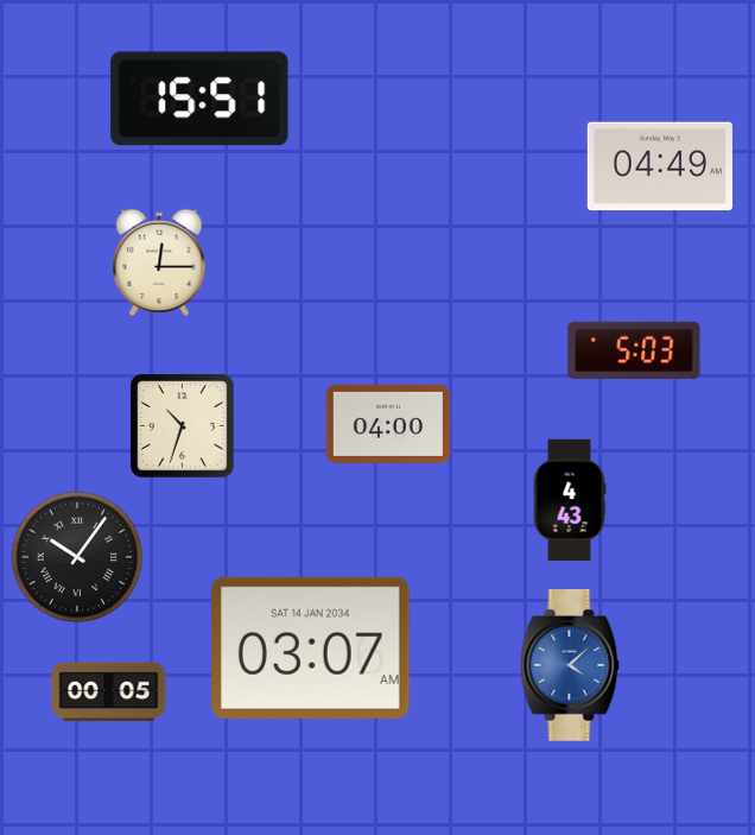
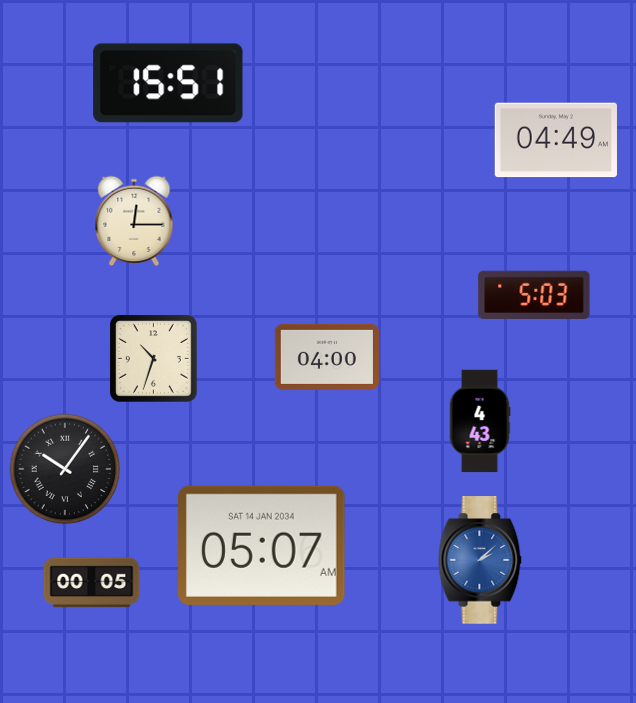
clock at (311, 647): 03:07 -> 05:07
clock at (570, 665): 4:08 -> 2:08
